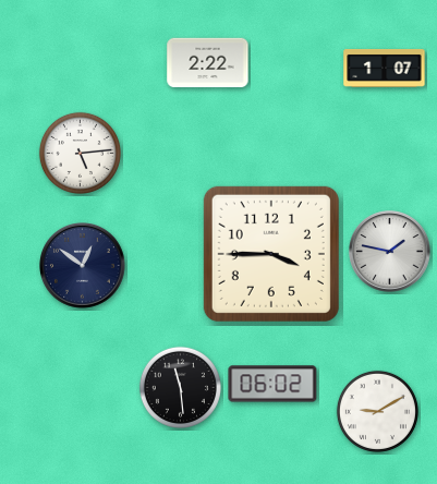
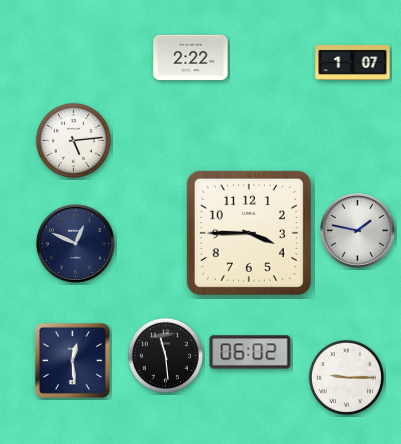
clock at (83, 266): 12:51 -> 12:49
clock at (72, 360): none -> 12:29
clock at (377, 411): 9:10 -> 9:15
